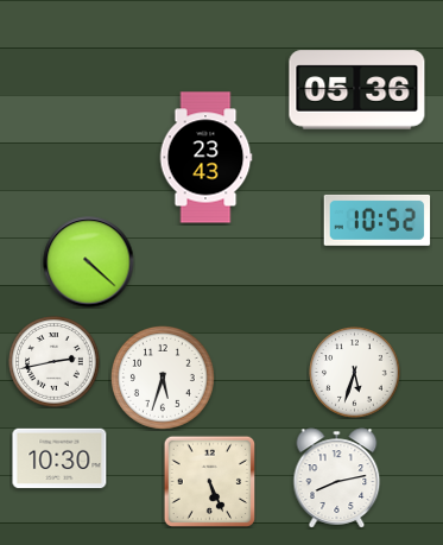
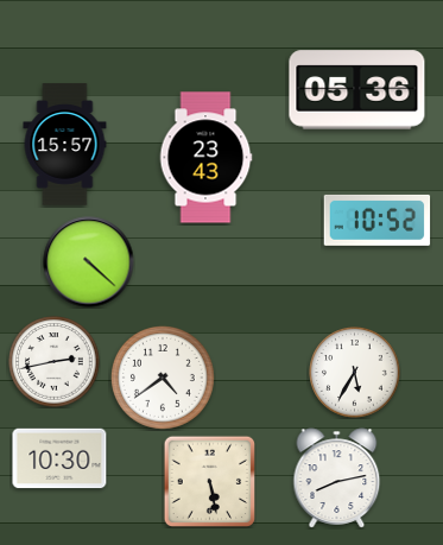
clock at (65, 145): none -> 15:57
clock at (355, 373): 5:33 -> 5:35
clock at (163, 378): 5:33 -> 4:39
clock at (209, 481): 5:26 -> 5:28
